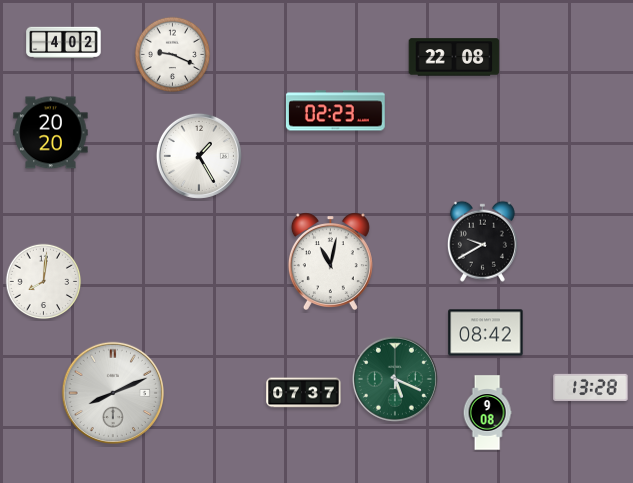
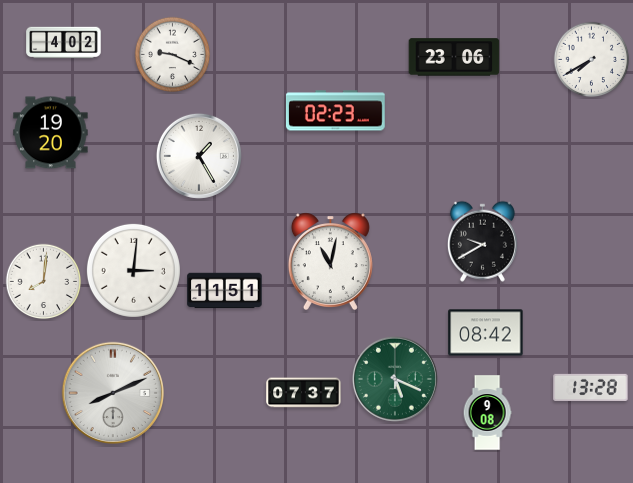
clock at (454, 57): 22:08 -> 23:06
clock at (592, 60): none -> 7:40
clock at (51, 133): 20:20 -> 19:20
clock at (133, 270): none -> 3:01
clock at (225, 291): none -> 11:51
